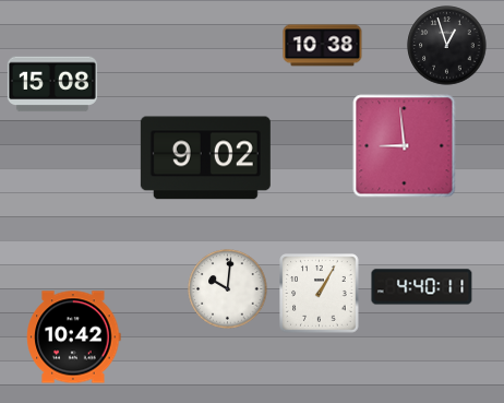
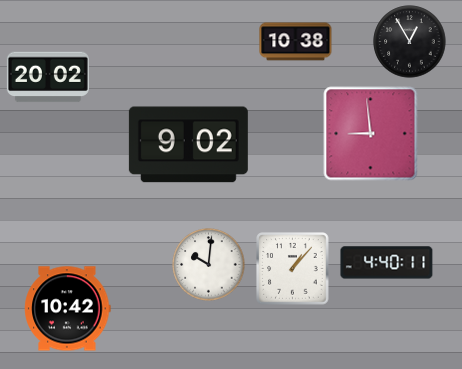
clock at (447, 46): 12:57 -> 12:55
clock at (52, 84): 15:08 -> 20:02
clock at (320, 294): 1:05 -> 1:07
